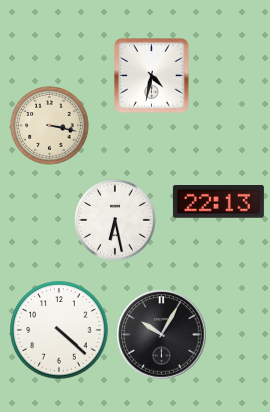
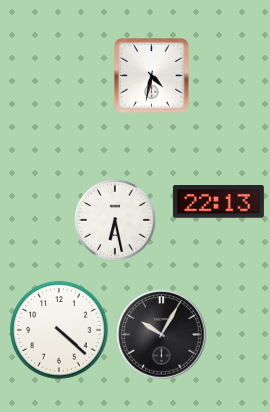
clock at (50, 126): 3:17 -> none
